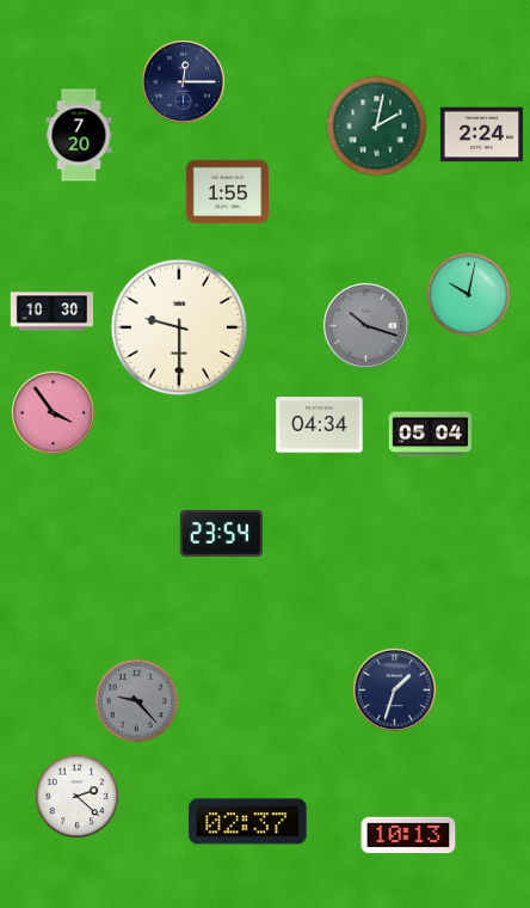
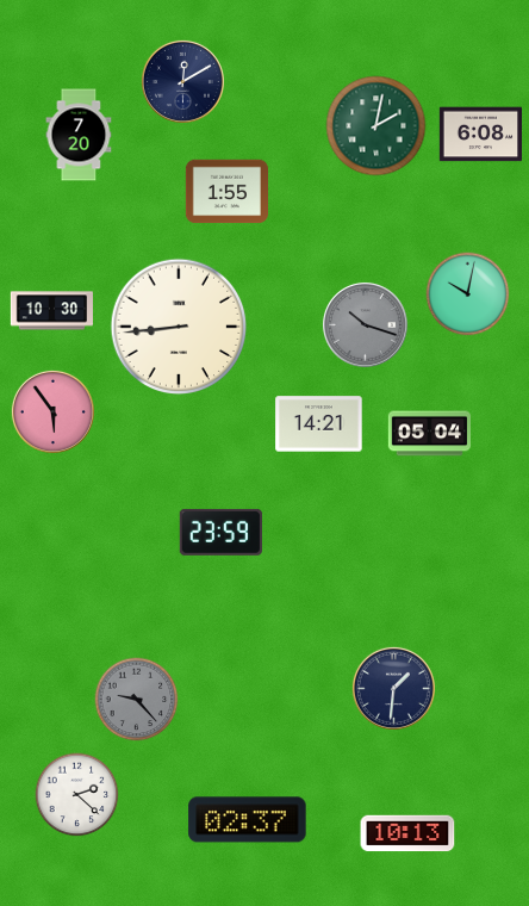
clock at (183, 81): 12:15 -> 12:10
clock at (481, 135): 2:24 -> 6:08
clock at (179, 327): 9:30 -> 8:44
clock at (53, 412): 3:54 -> 5:54
clock at (320, 425): 04:34 -> 14:21
clock at (221, 533): 23:54 -> 23:59
clock at (394, 689): 1:33 -> 1:31
